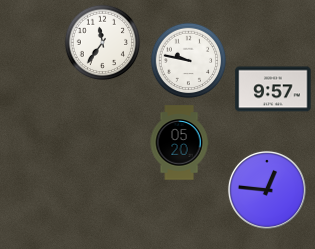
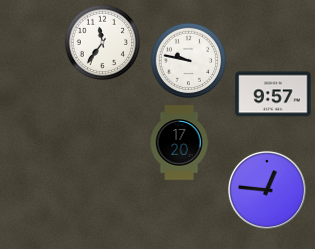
clock at (273, 89) position: (273, 89) -> (273, 94)
clock at (179, 143): 05:20 -> 17:20
